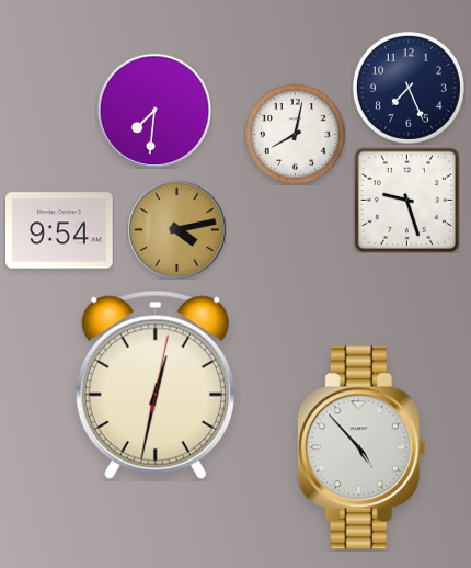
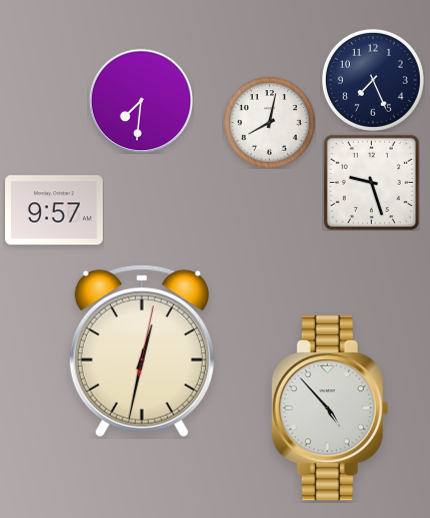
clock at (176, 229): 4:13 -> none
clock at (60, 230): 9:54 -> 9:57
